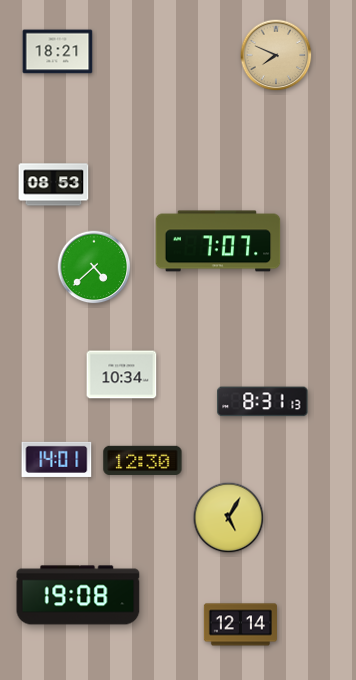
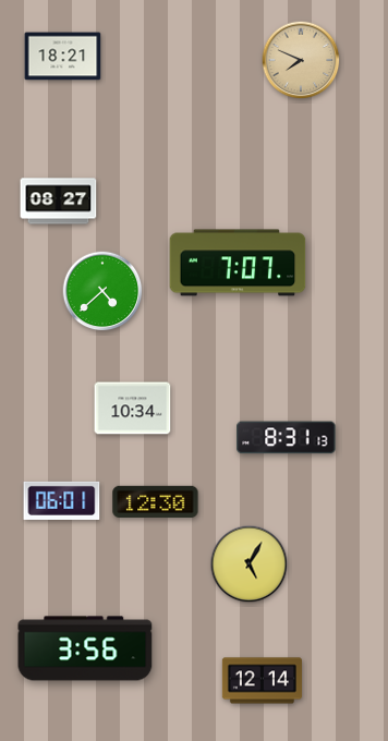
clock at (54, 185): 08:53 -> 08:27
clock at (57, 459): 14:01 -> 06:01
clock at (78, 595): 19:08 -> 3:56
